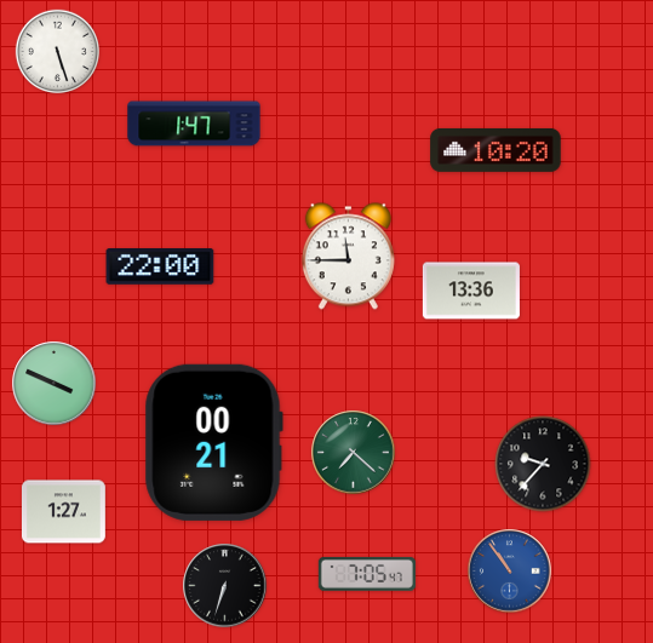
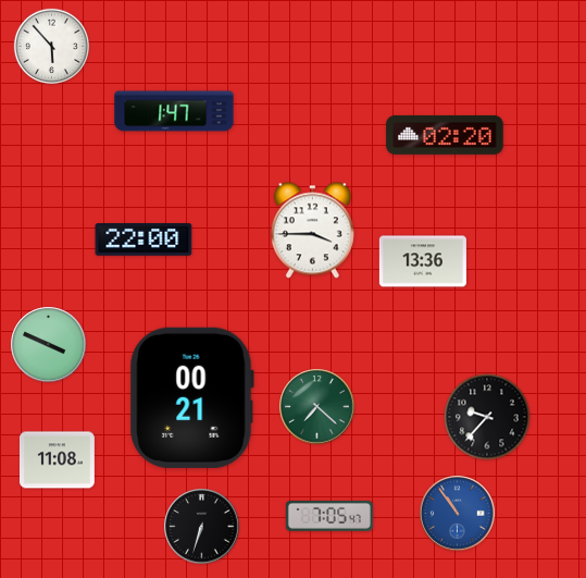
clock at (57, 51): 5:27 -> 5:53
clock at (496, 150): 10:20 -> 02:20
clock at (348, 257): 11:45 -> 3:45
clock at (63, 512): 1:27 -> 11:08
